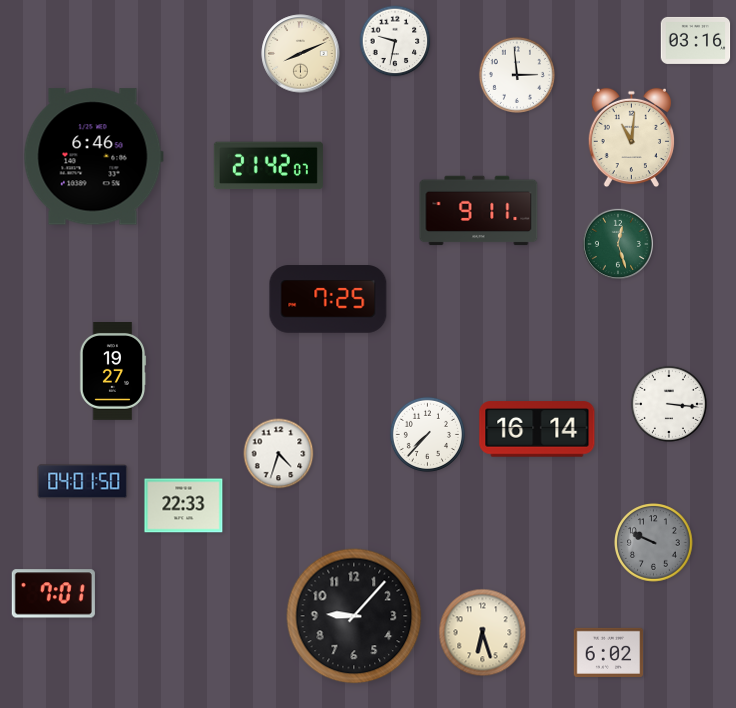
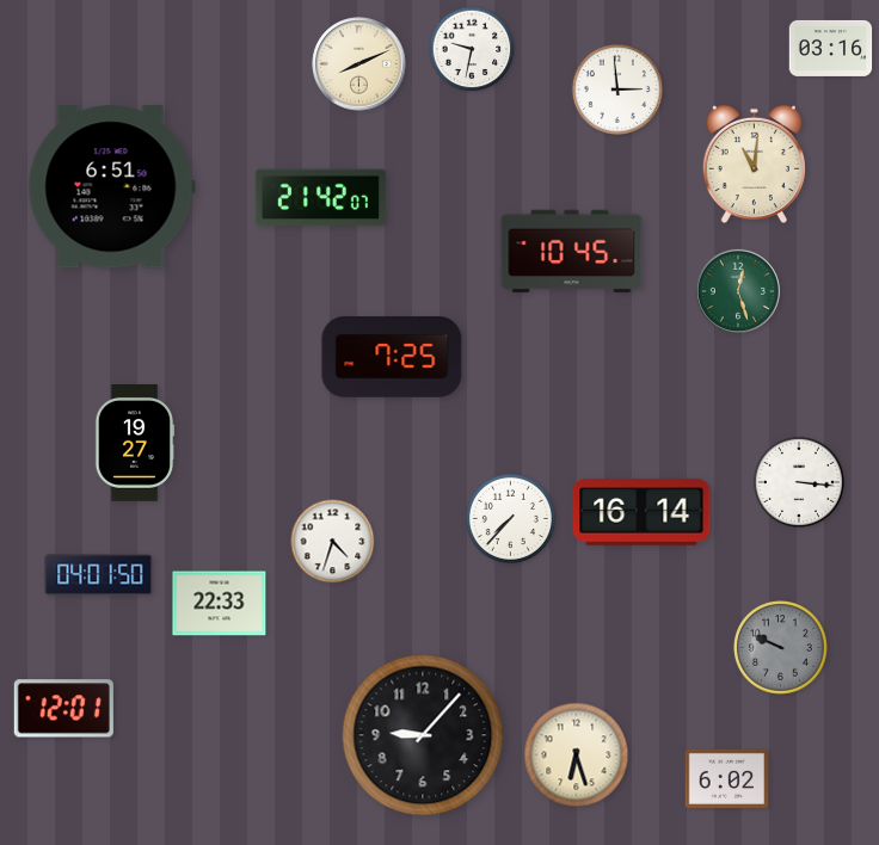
clock at (93, 157): 6:46 -> 6:51
clock at (479, 211): 9:11 -> 10:45
clock at (53, 594): 7:01 -> 12:01
